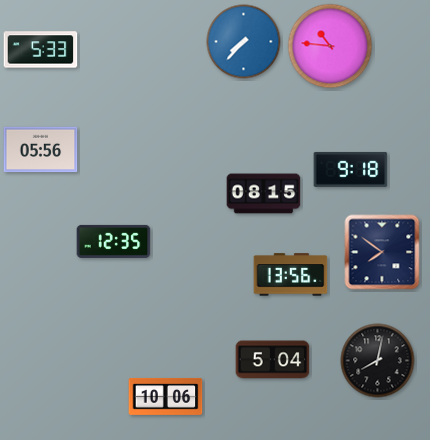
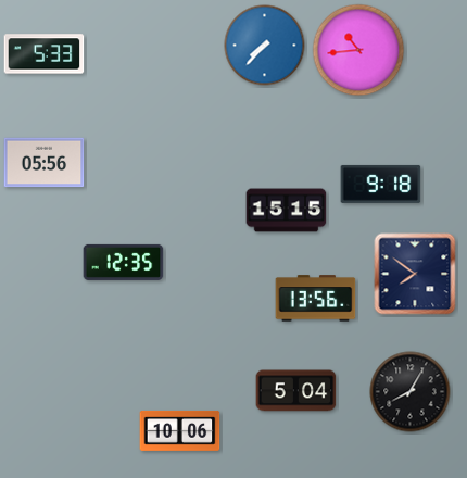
clock at (330, 46): 10:46 -> 10:44
clock at (264, 194): 08:15 -> 15:15
clock at (378, 361): 8:02 -> 8:05
